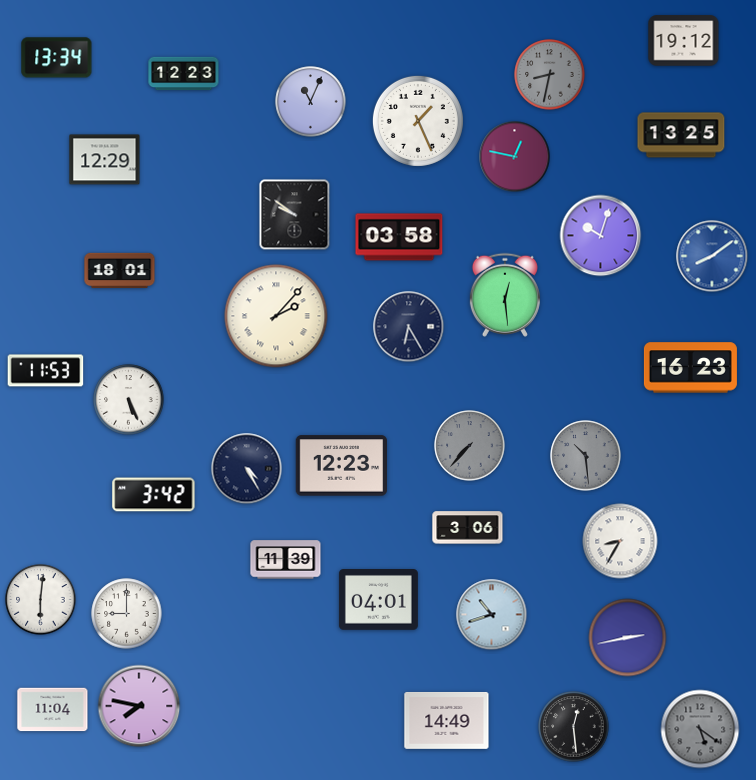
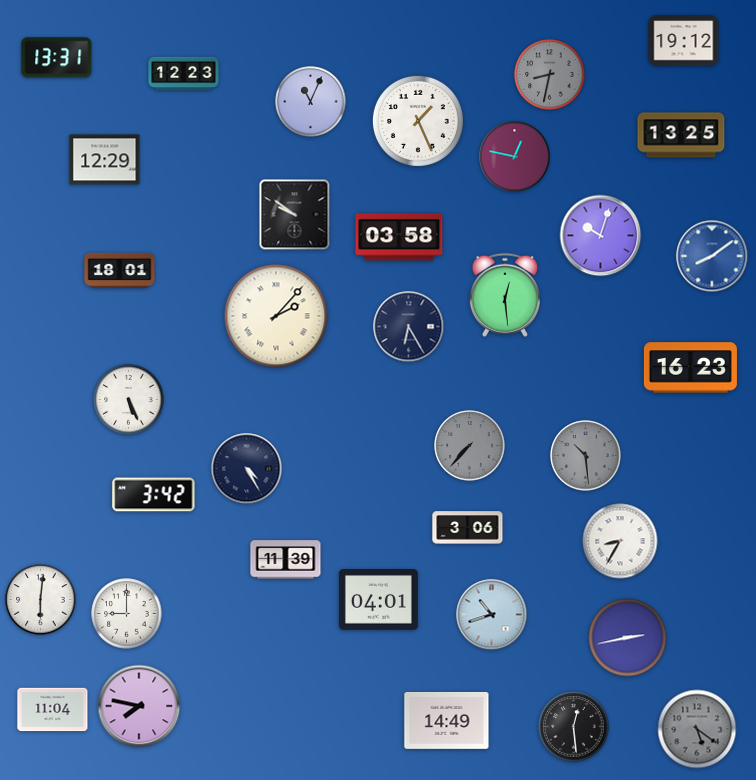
clock at (57, 58): 13:34 -> 13:31
clock at (46, 371): 11:53 -> none
clock at (341, 466): 12:23 -> none
clock at (700, 729) position: (700, 729) -> (697, 729)
